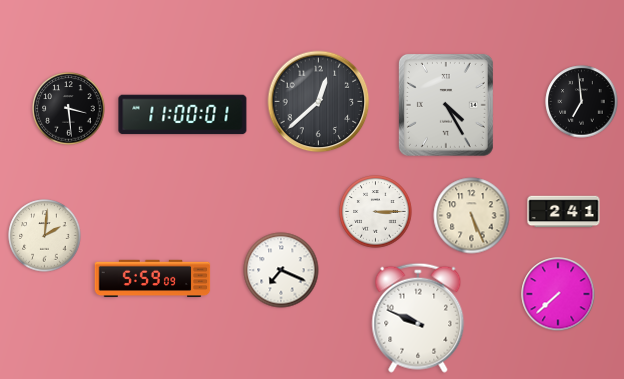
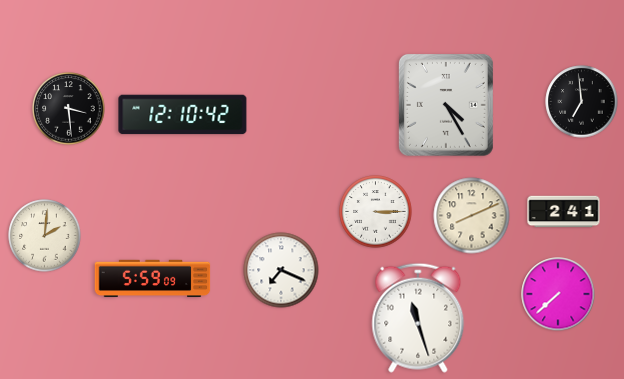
clock at (319, 102): 12:38 -> none
clock at (183, 115): 11:00 -> 12:10
clock at (472, 216): 5:26 -> 8:11
clock at (418, 318): 9:49 -> 11:27
